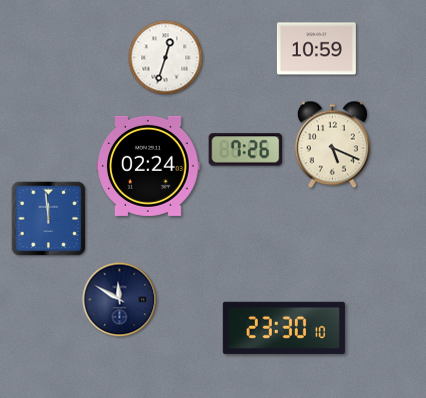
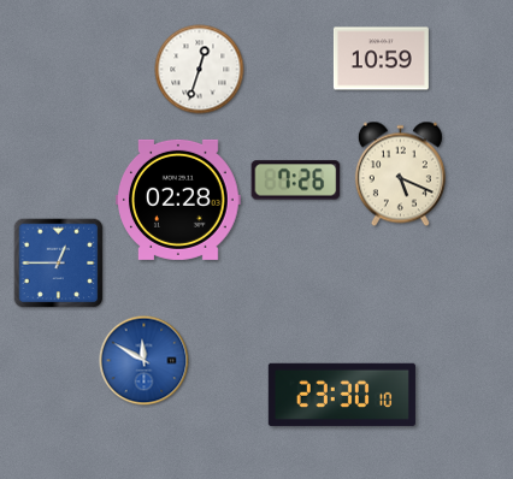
clock at (149, 166): 02:24 -> 02:28
clock at (49, 219): 11:59 -> 12:45
clock at (120, 300) dial: navy -> blue
